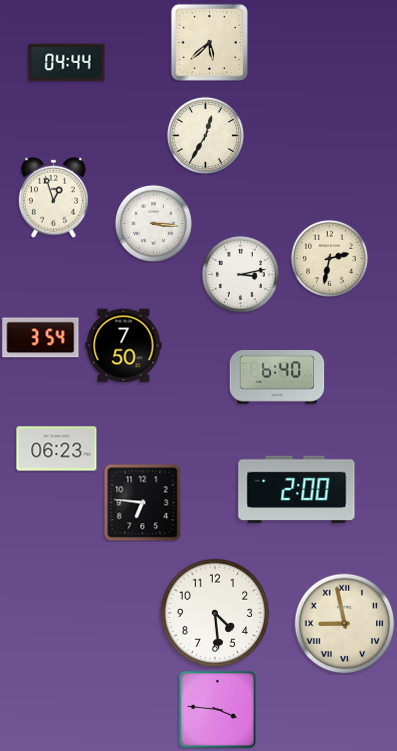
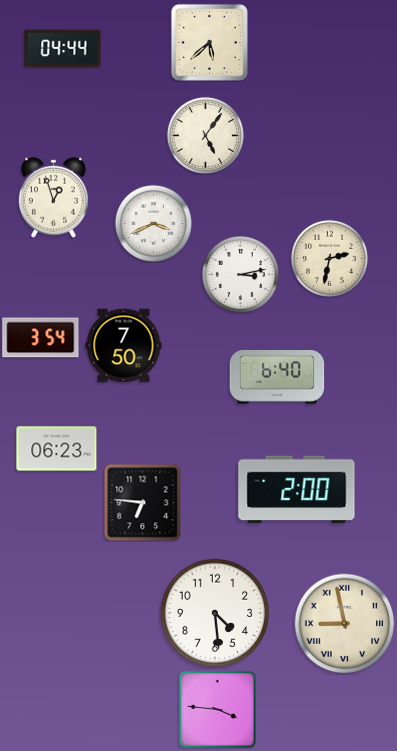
clock at (67, 63) position: (67, 63) -> (63, 49)
clock at (205, 135): 12:35 -> 5:06
clock at (153, 223): 3:16 -> 3:41
